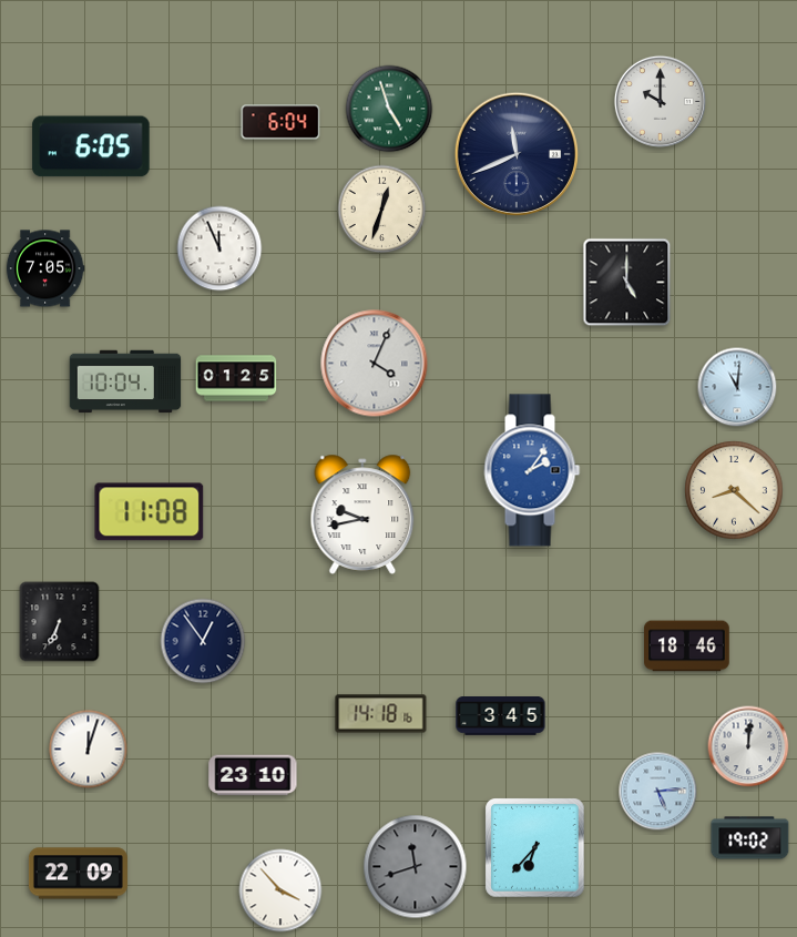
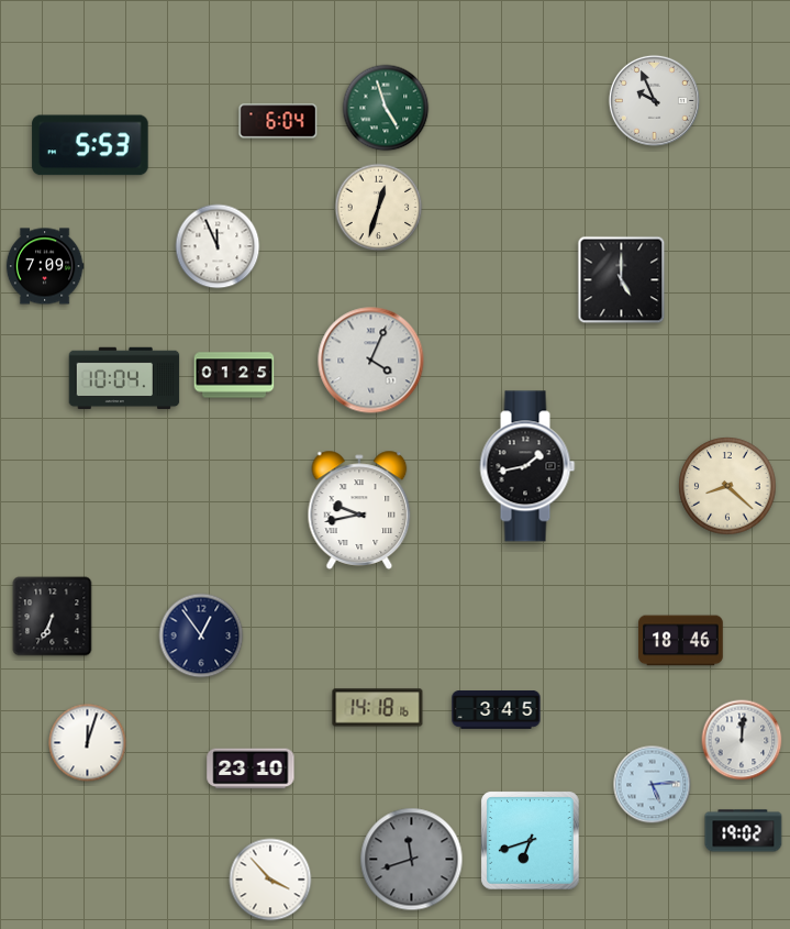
clock at (660, 101): 10:00 -> 9:56
clock at (91, 146): 6:05 -> 5:53
clock at (515, 153): 11:41 -> none
clock at (45, 268): 7:05 -> 7:09
clock at (737, 387): 11:01 -> none
clock at (532, 470): 2:06 -> 1:43
clock at (532, 470) dial: blue -> black
clock at (150, 512): 11:08 -> none
clock at (60, 622) position: (60, 622) -> (53, 617)
clock at (535, 848): 6:37 -> 6:42
clock at (78, 874): 22:09 -> none
clock at (280, 890) position: (280, 890) -> (270, 880)
